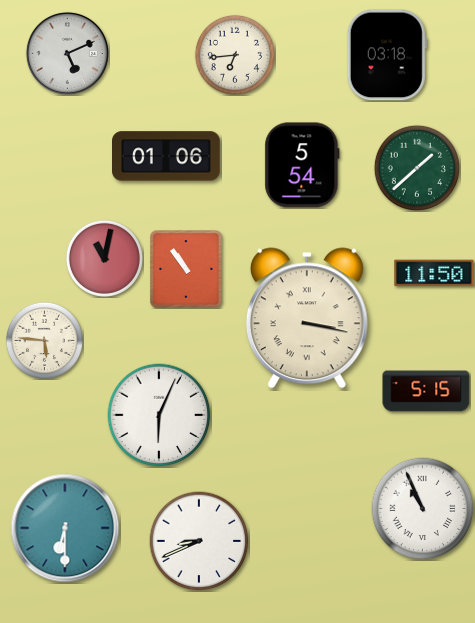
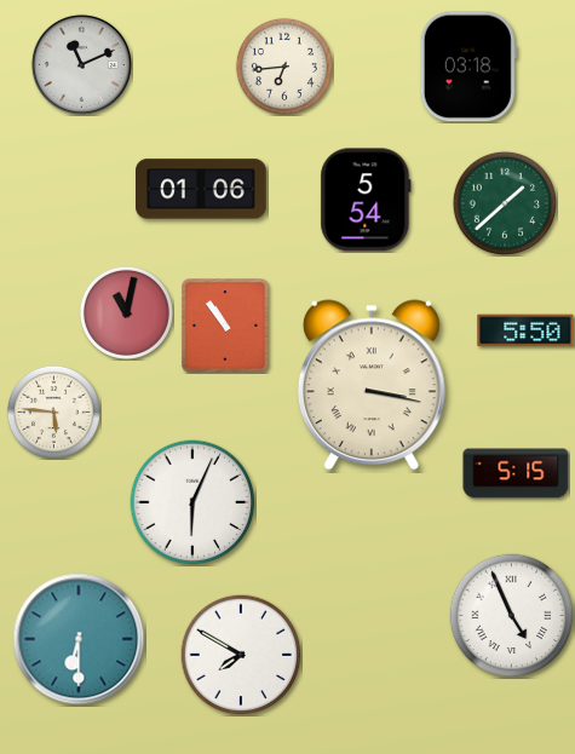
clock at (67, 53): 5:11 -> 11:11
clock at (434, 273): 11:50 -> 5:50
clock at (423, 509): 10:56 -> 4:56
clock at (199, 541): 8:41 -> 7:50
